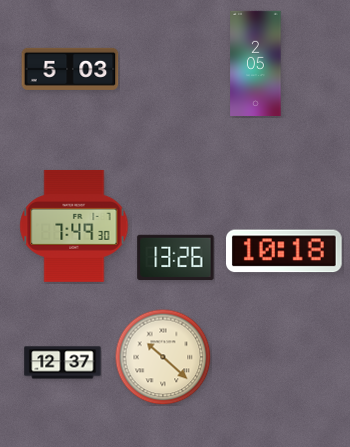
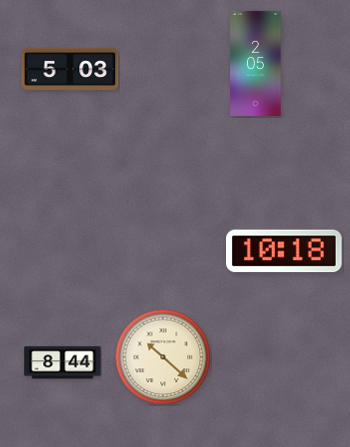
clock at (74, 226): 7:49 -> none
clock at (176, 257): 13:26 -> none
clock at (63, 363): 12:37 -> 8:44
